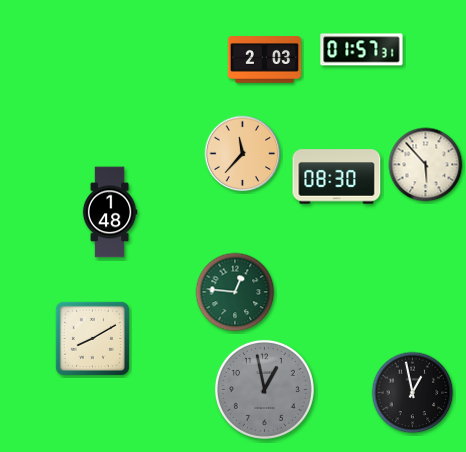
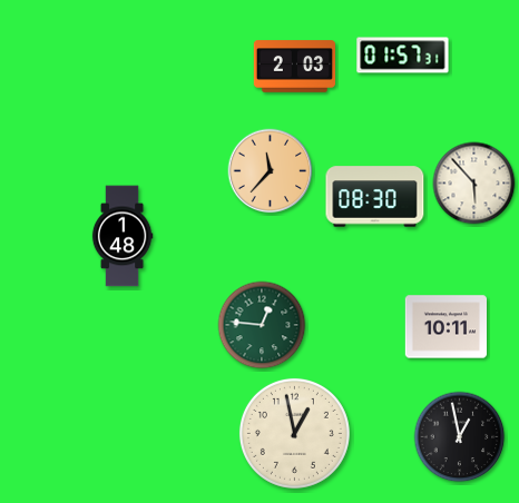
clock at (445, 327): none -> 10:11
clock at (92, 338): 8:10 -> none
clock at (264, 389) dial: grey -> cream
